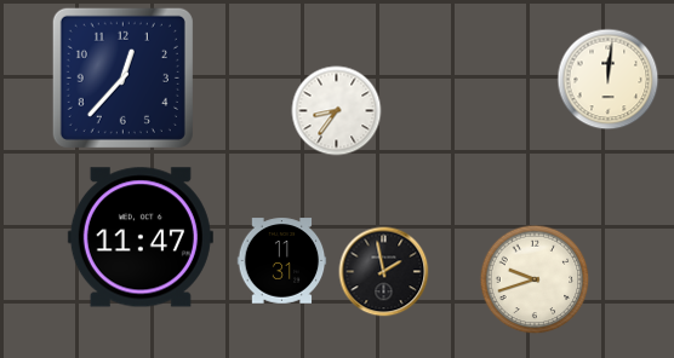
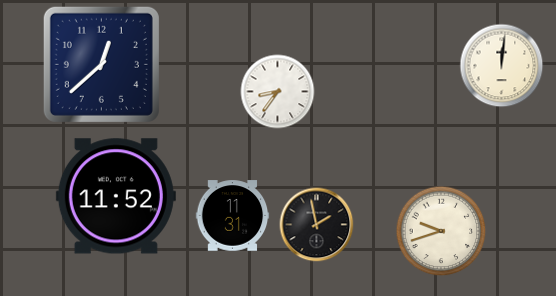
clock at (122, 77): 12:37 -> 12:38
clock at (141, 237): 11:47 -> 11:52
